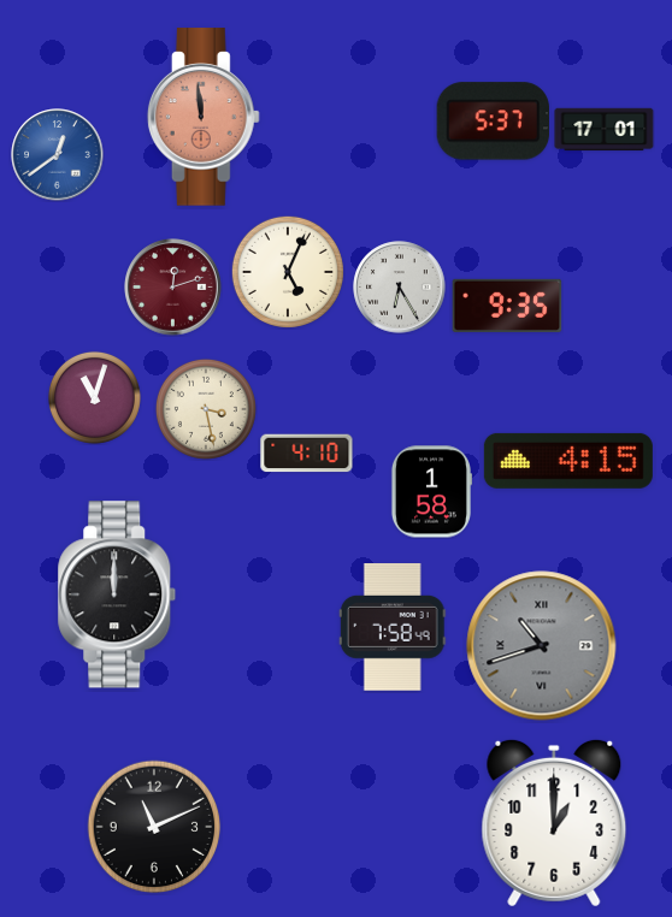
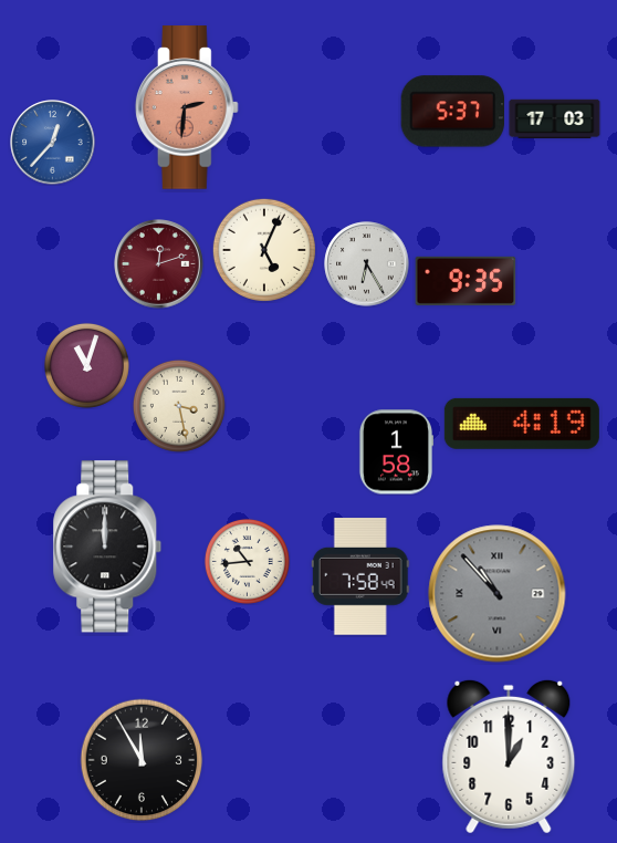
clock at (204, 117): 11:59 -> 2:31
clock at (605, 130): 17:01 -> 17:03
clock at (58, 155): 12:39 -> 12:37
clock at (206, 409) position: (206, 409) -> (179, 406)
clock at (307, 454): 4:10 -> none
clock at (568, 461): 4:15 -> 4:19
clock at (247, 561): none -> 10:44
clock at (542, 646): 10:42 -> 10:53
clock at (154, 827): 11:11 -> 11:55
